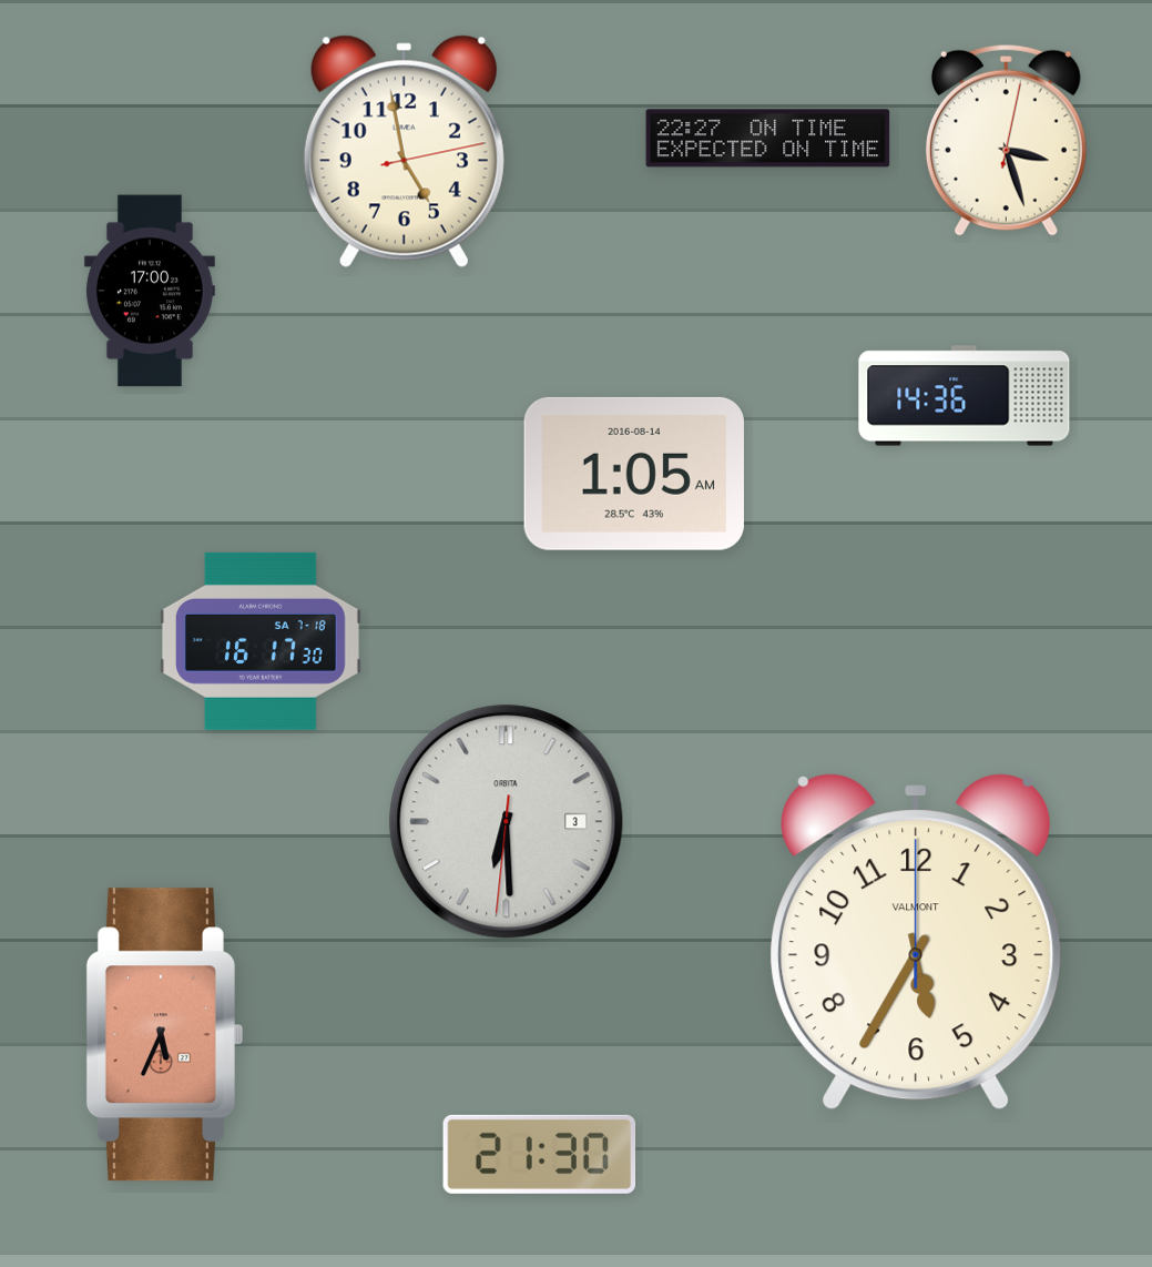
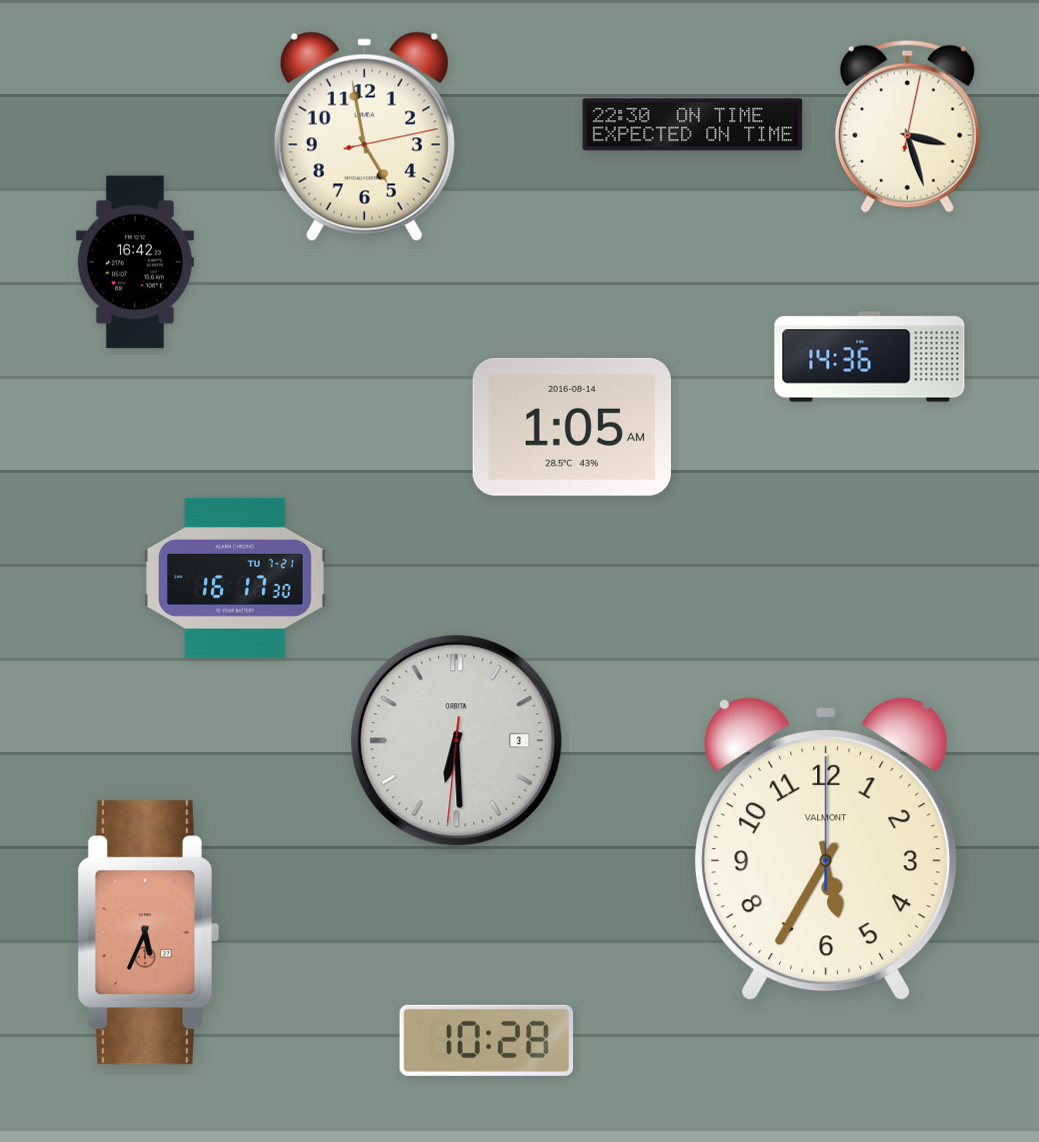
clock at (768, 139): 22:27 -> 22:30
clock at (150, 291): 17:00 -> 16:42
clock at (261, 641) date: SA 7-18 -> TU 7-21
clock at (540, 1154): 21:30 -> 10:28
